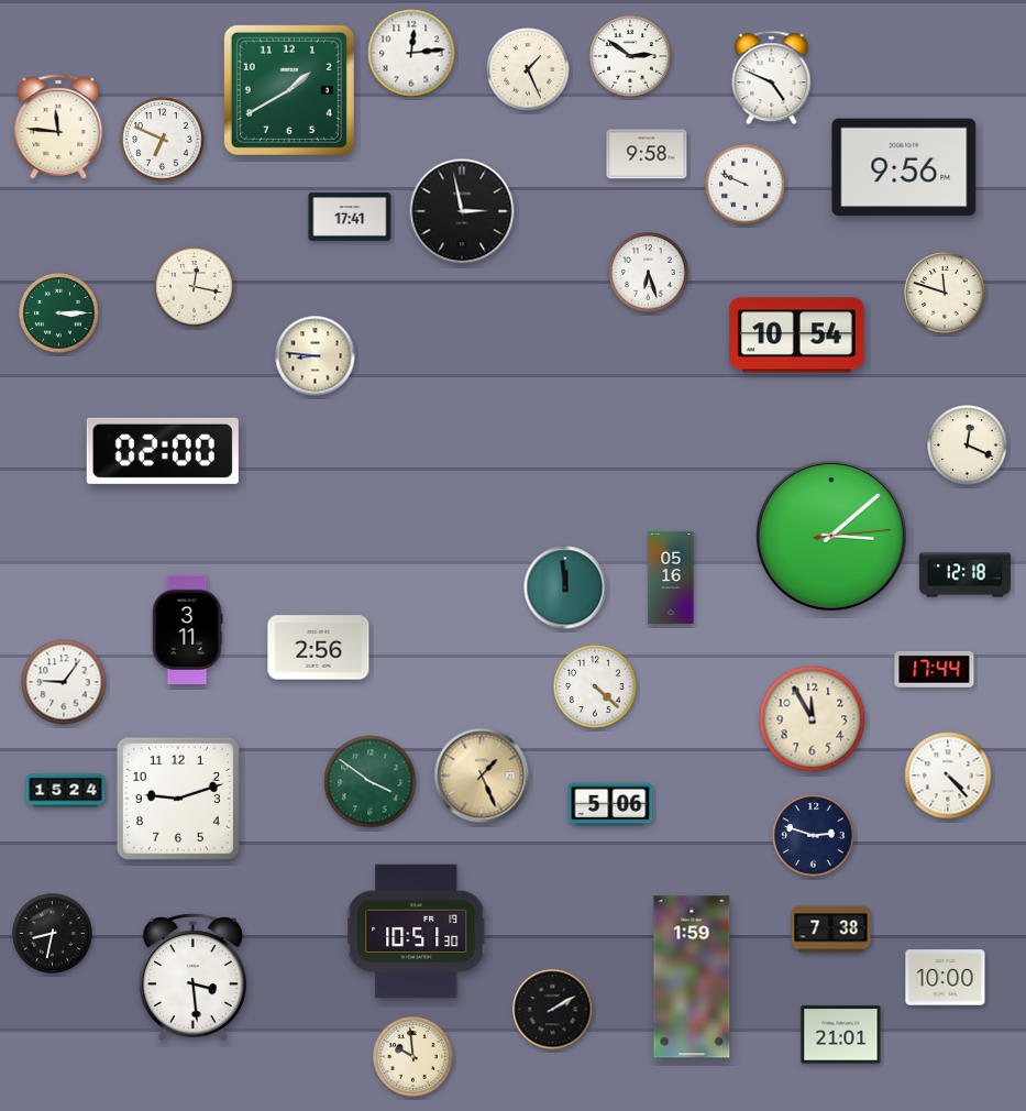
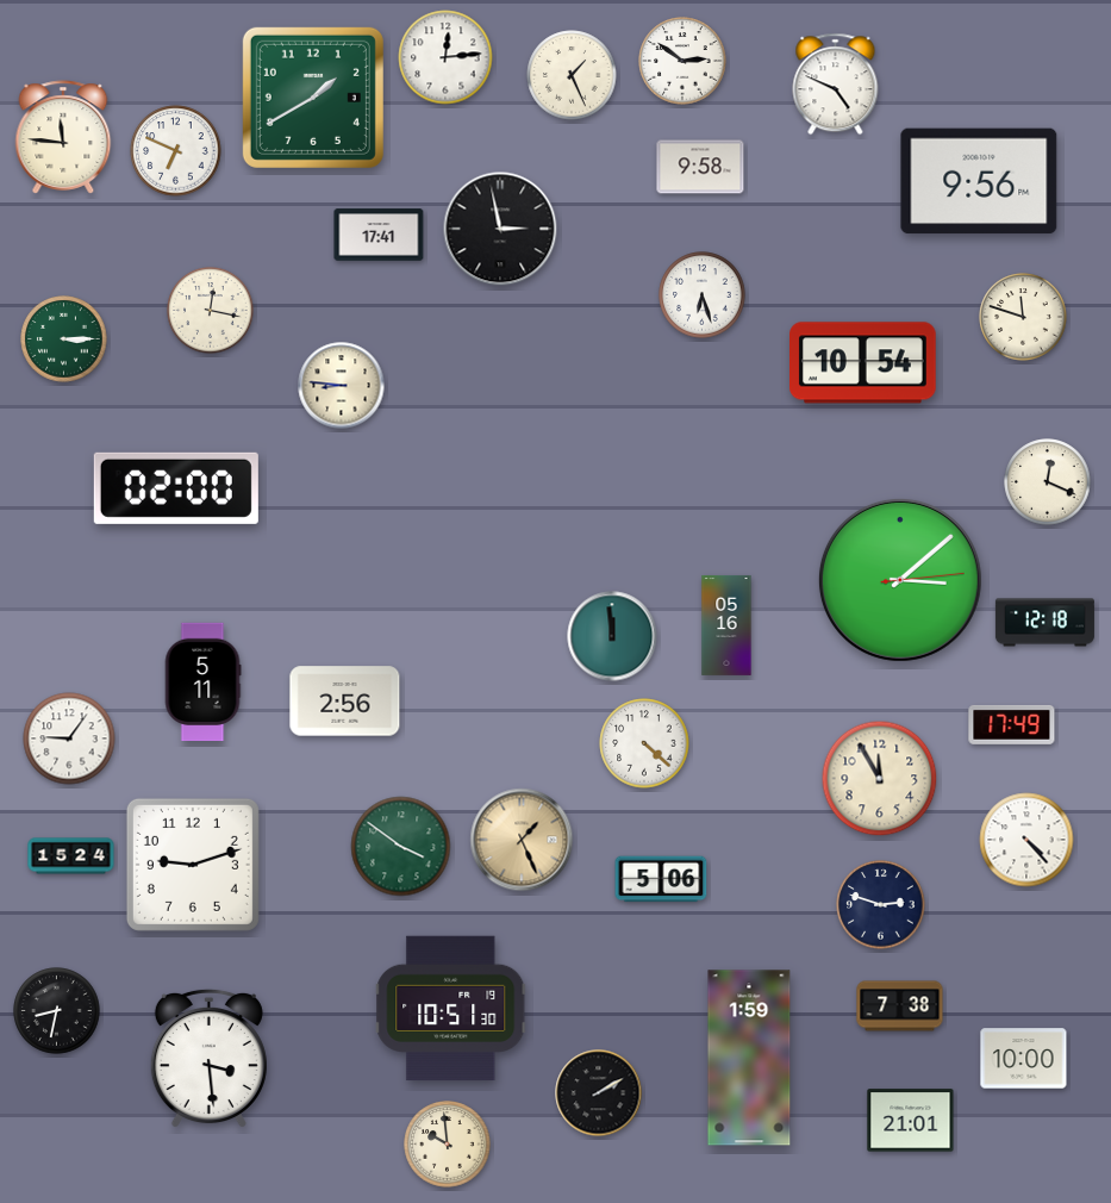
clock at (746, 185): 9:49 -> none
clock at (187, 630): 3:11 -> 5:11
clock at (935, 669): 17:44 -> 17:49
clock at (610, 804) position: (610, 804) -> (661, 879)
